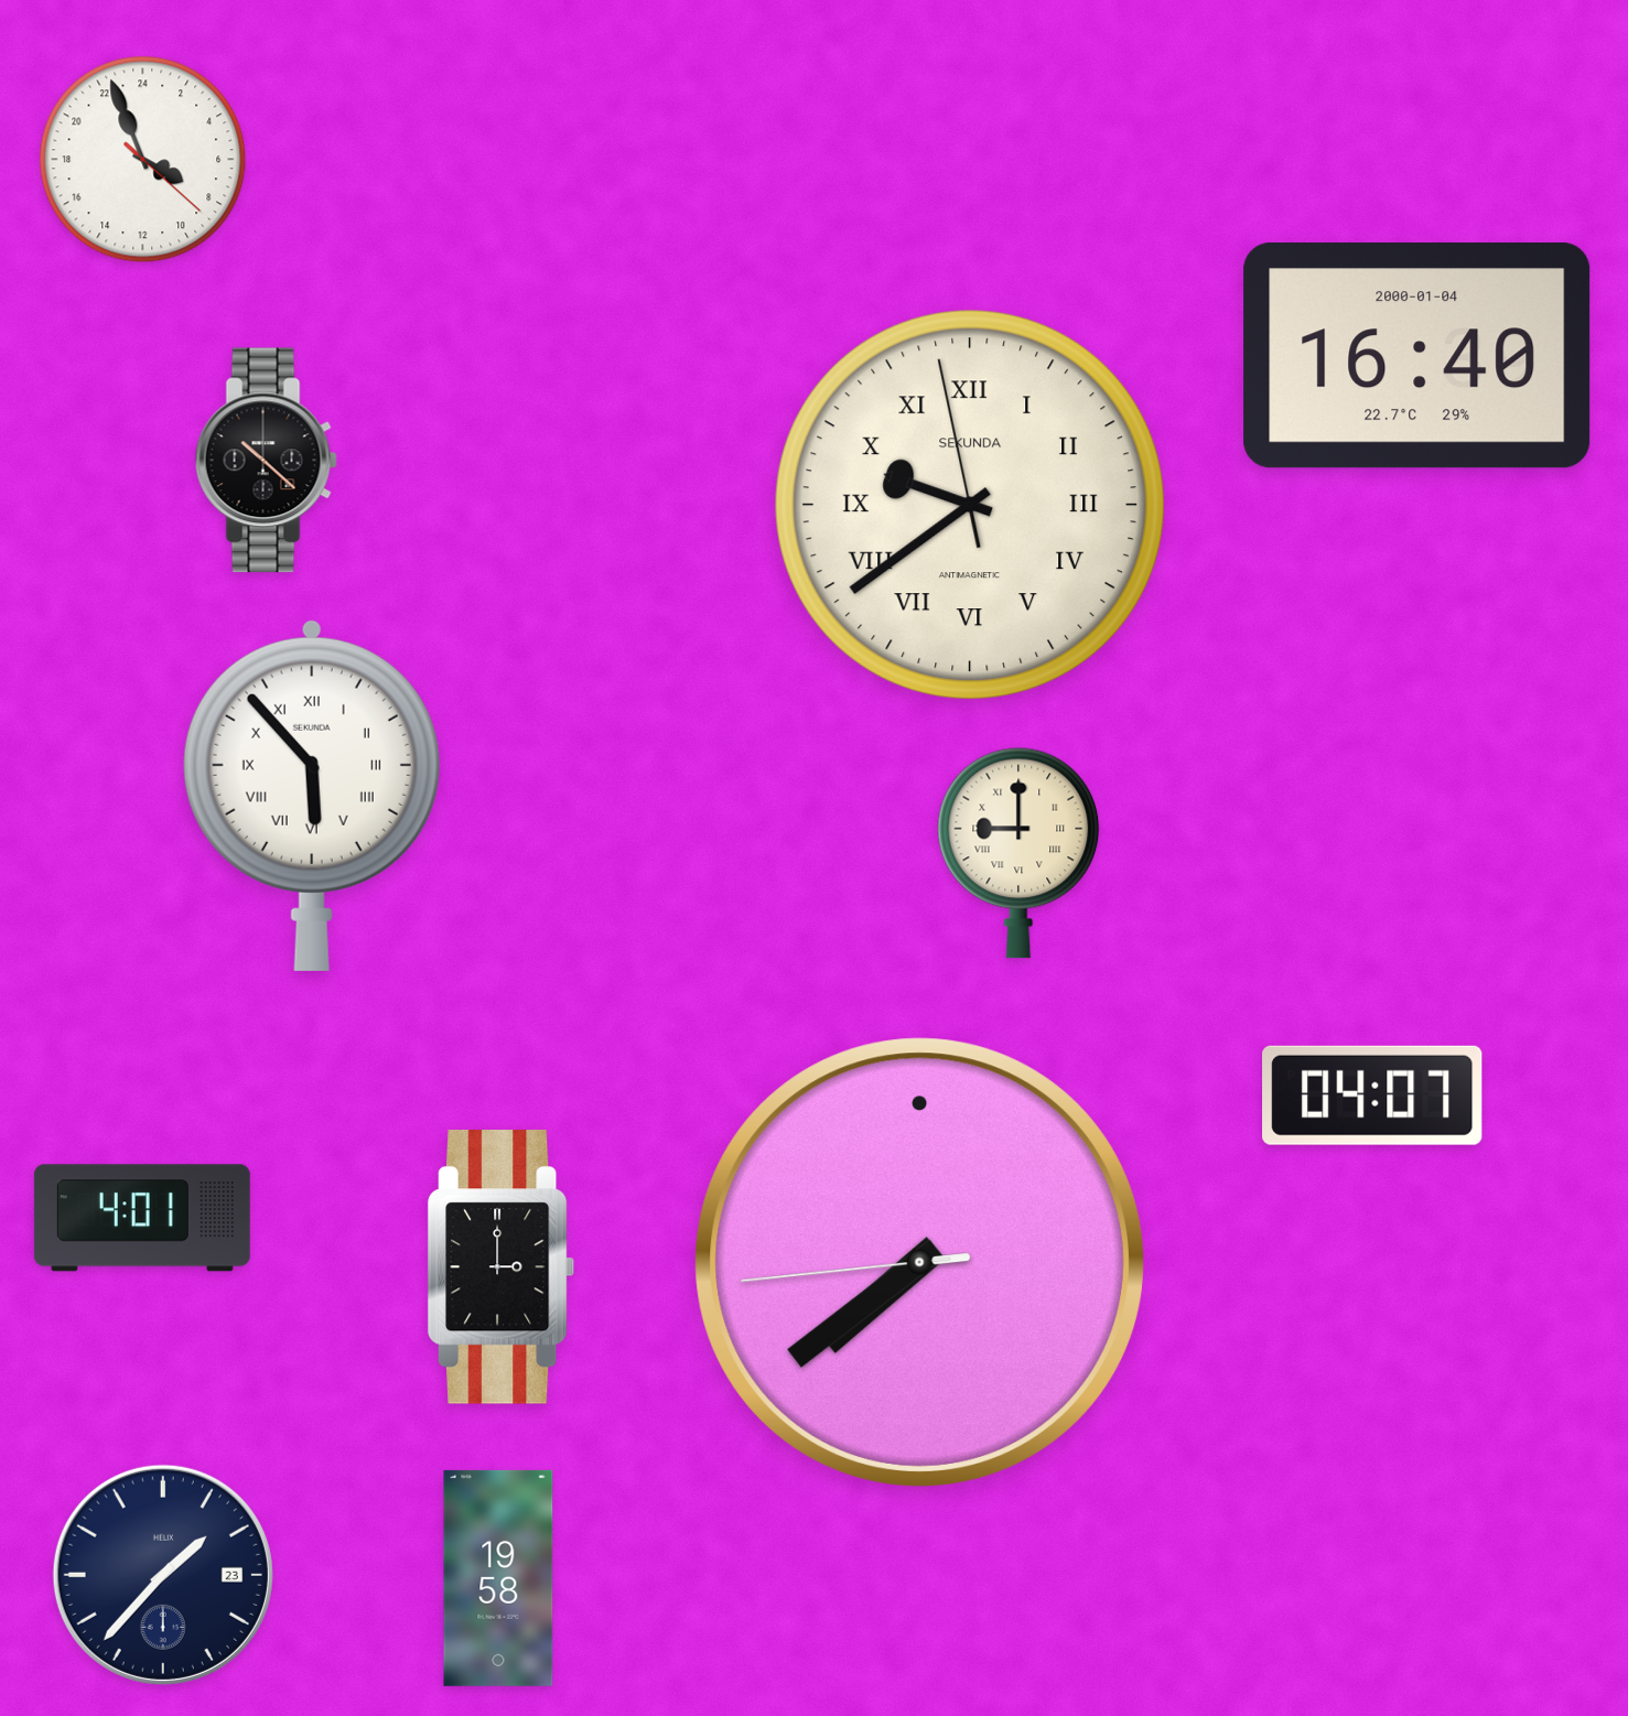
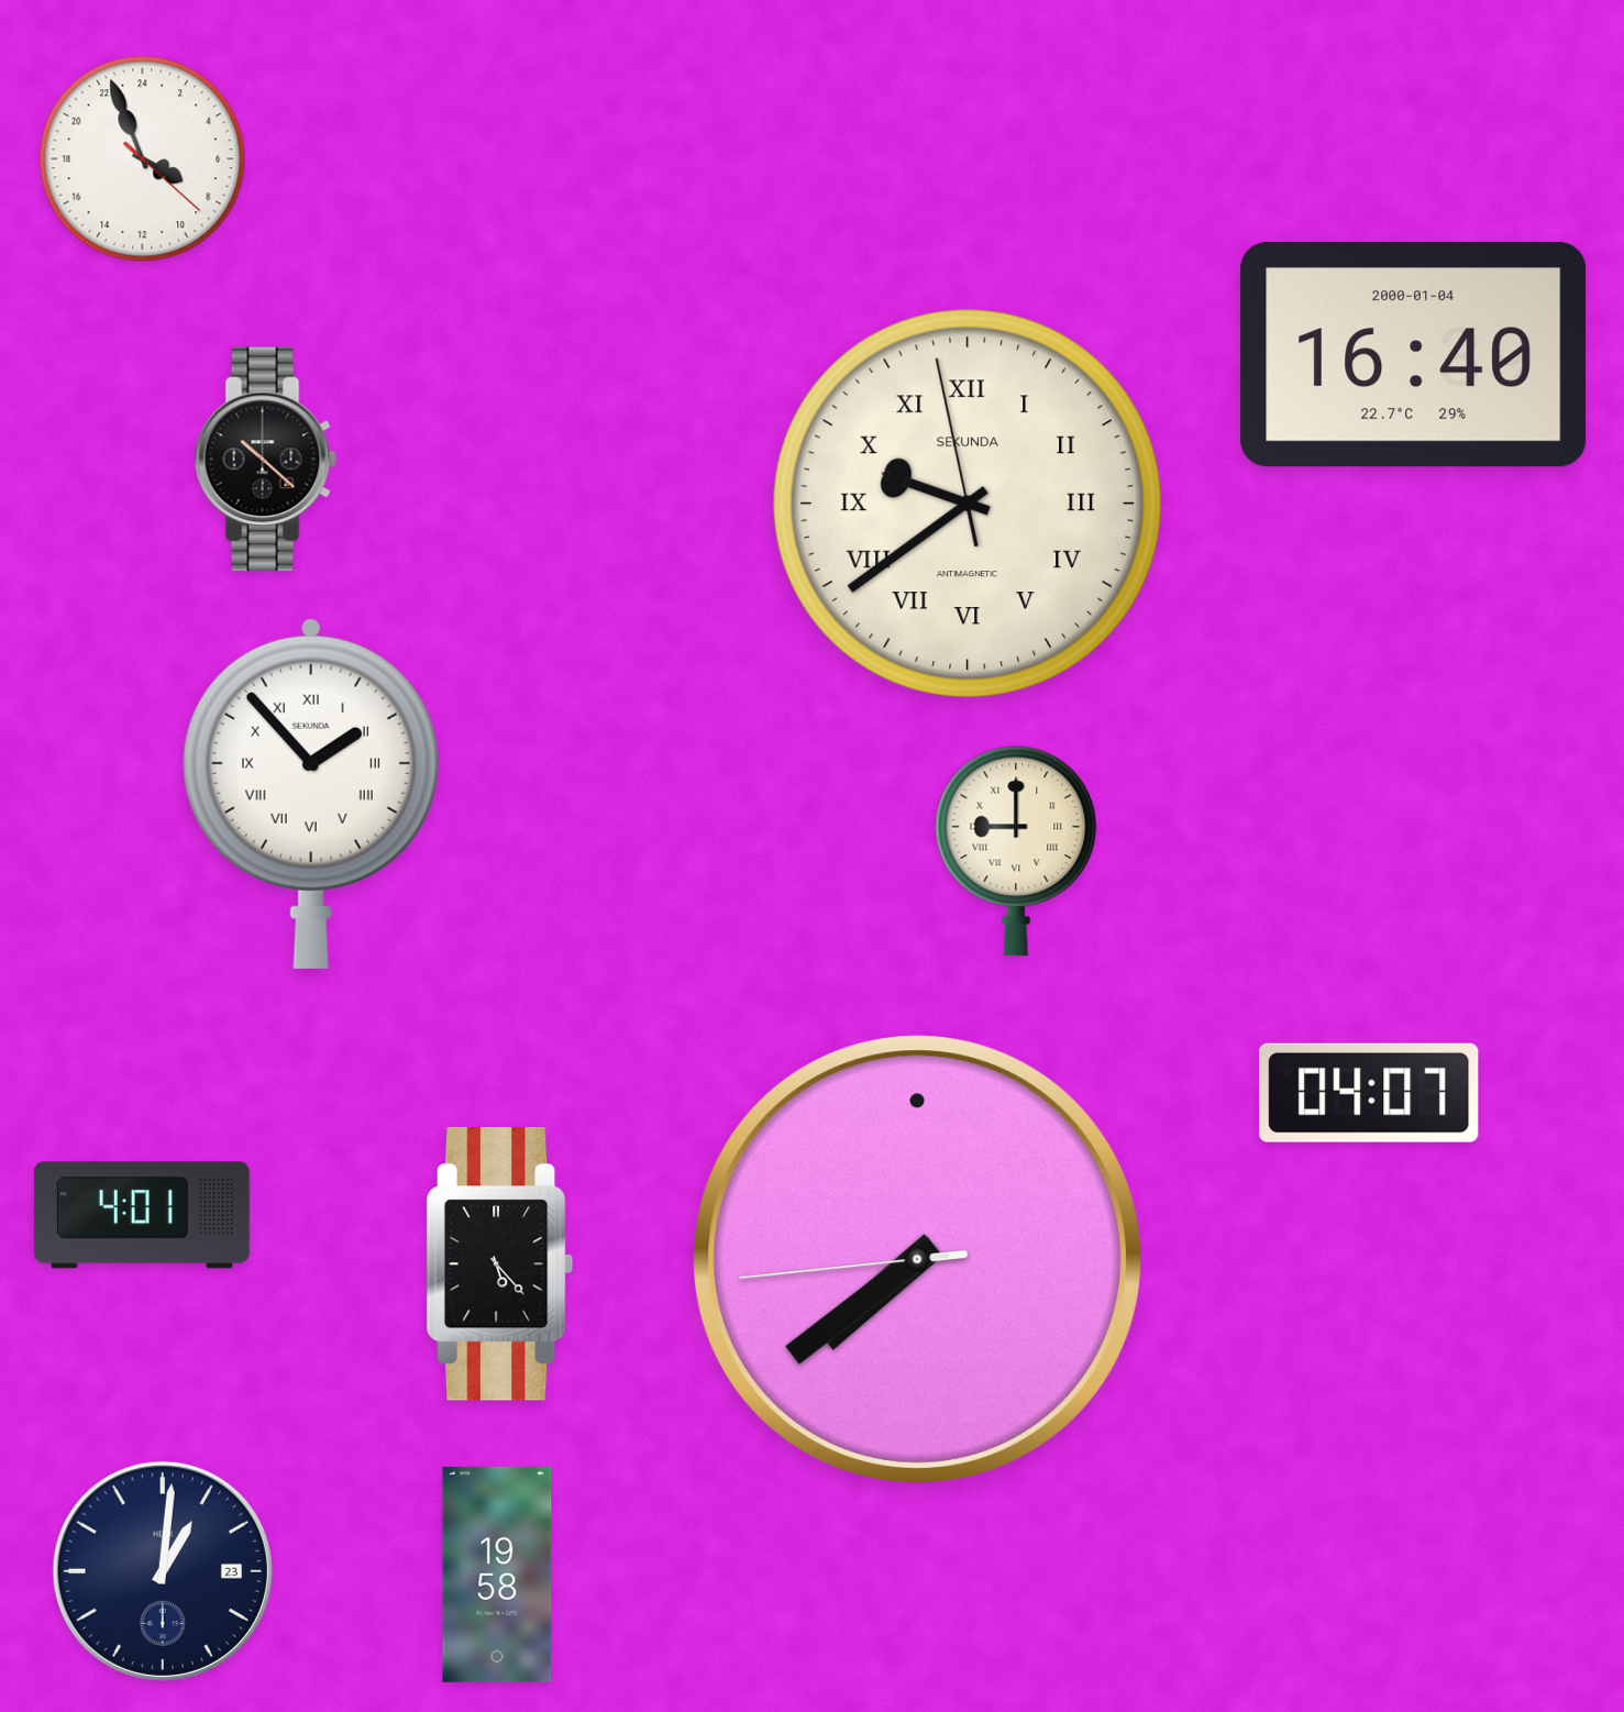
clock at (312, 795): 5:53 -> 1:53
clock at (502, 1267): 3:00 -> 5:23
clock at (163, 1575): 1:37 -> 1:01
